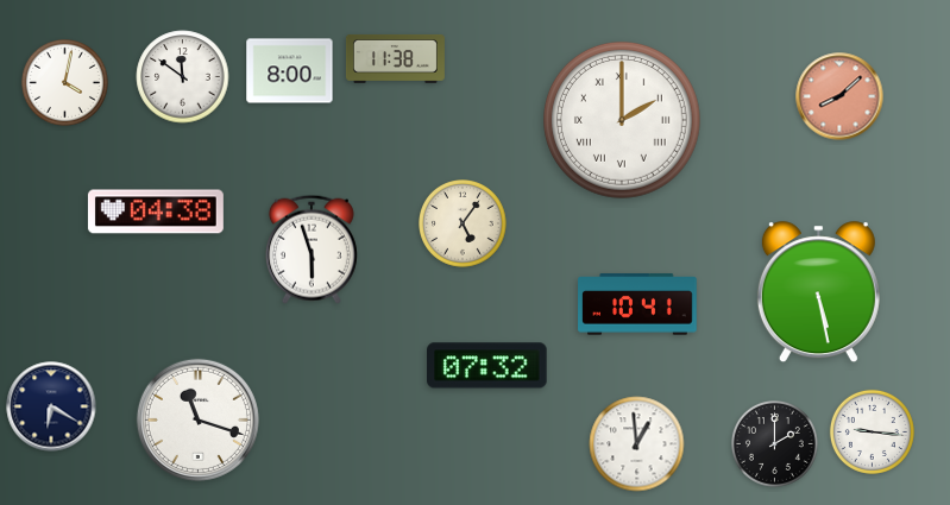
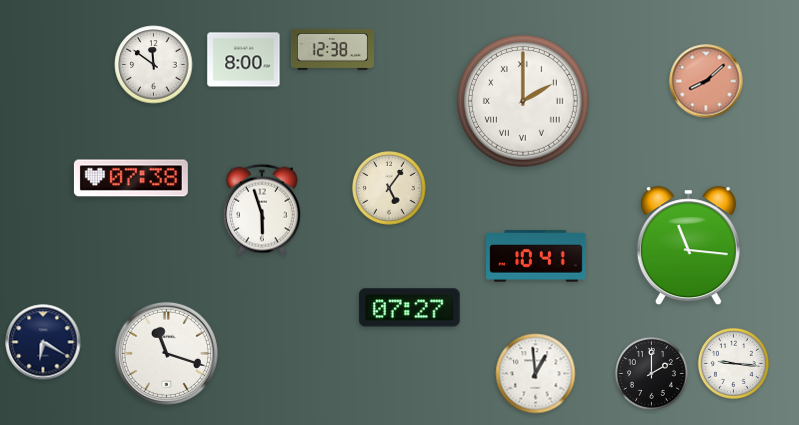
clock at (395, 58): 11:38 -> 12:38
clock at (64, 82): 4:02 -> none
clock at (156, 212): 04:38 -> 07:38
clock at (818, 292): 5:28 -> 11:16
clock at (487, 366): 07:32 -> 07:27
